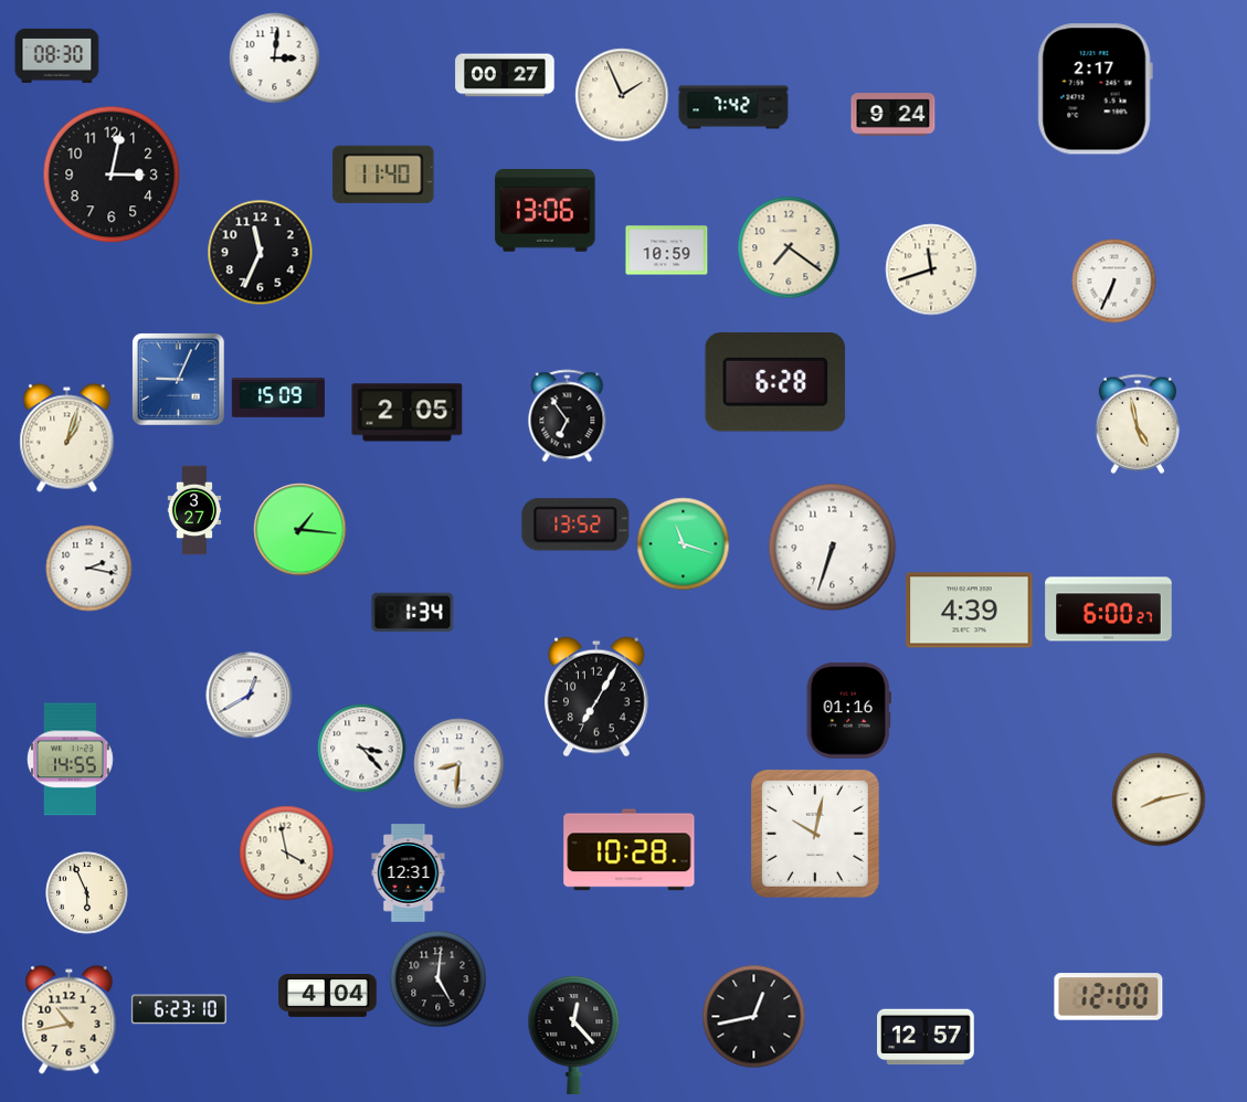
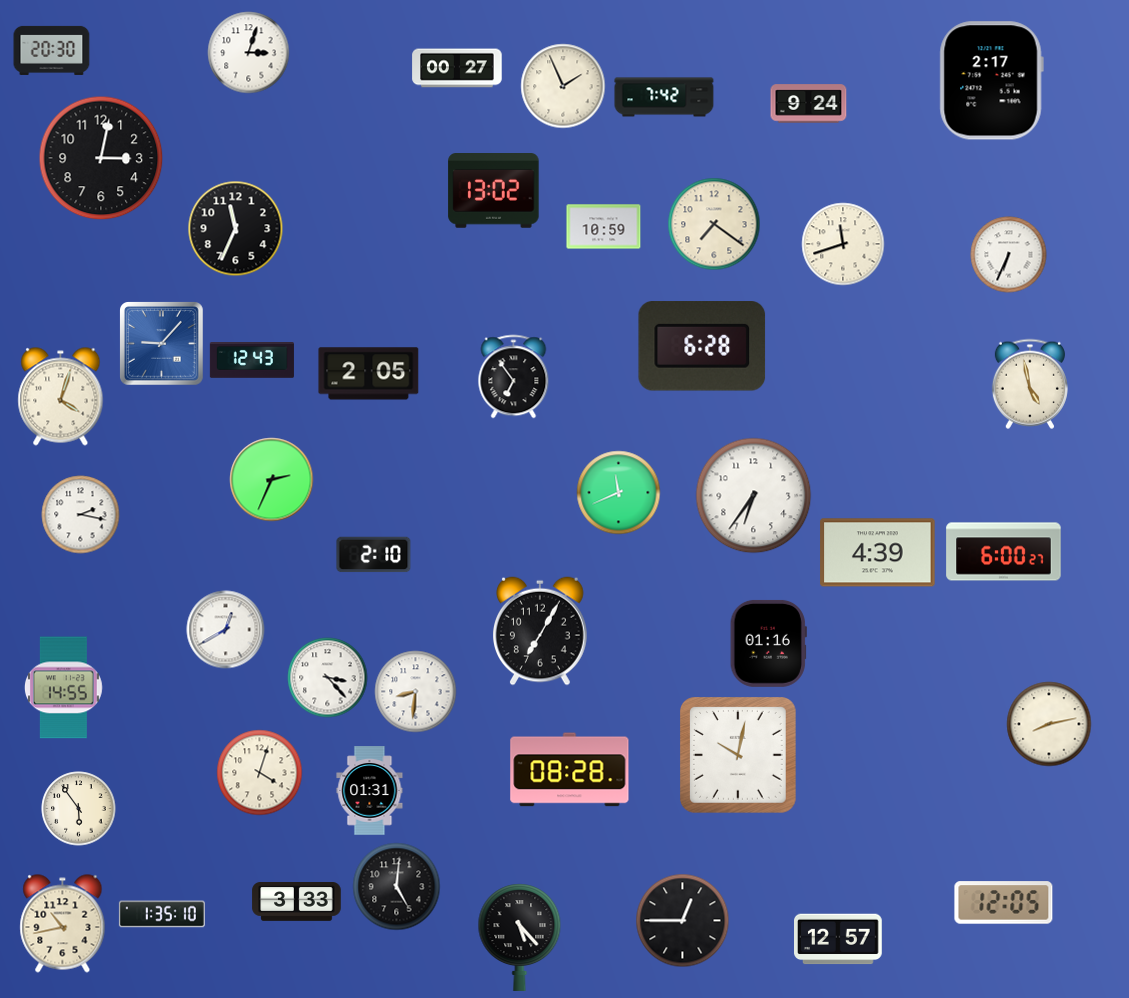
clock at (57, 55): 08:30 -> 20:30
clock at (275, 59): 3:01 -> 3:03
clock at (383, 174): 11:40 -> none
clock at (546, 211): 13:06 -> 13:02
clock at (179, 380): 9:04 -> 9:07
clock at (278, 399): 15:09 -> 12:43
clock at (67, 438): 1:03 -> 4:03
clock at (194, 510): 3:27 -> none
clock at (575, 524): 13:52 -> none
clock at (300, 530): 1:16 -> 2:34
clock at (684, 544): 11:18 -> 11:41
clock at (833, 548): 6:33 -> 6:36
clock at (413, 613): 1:34 -> 2:10
clock at (630, 850): 10:28 -> 08:28
clock at (287, 854): 3:58 -> 4:03
clock at (409, 873): 12:31 -> 01:31
clock at (87, 893): 5:56 -> 5:54
clock at (328, 996): 4:04 -> 3:33
clock at (1109, 997): 12:00 -> 12:05
clock at (179, 1009): 6:23 -> 1:35
clock at (754, 1017): 12:43 -> 12:45
clock at (574, 1035): 12:23 -> 5:23
